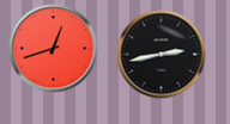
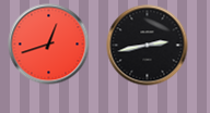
clock at (162, 55) position: (162, 55) -> (148, 46)
